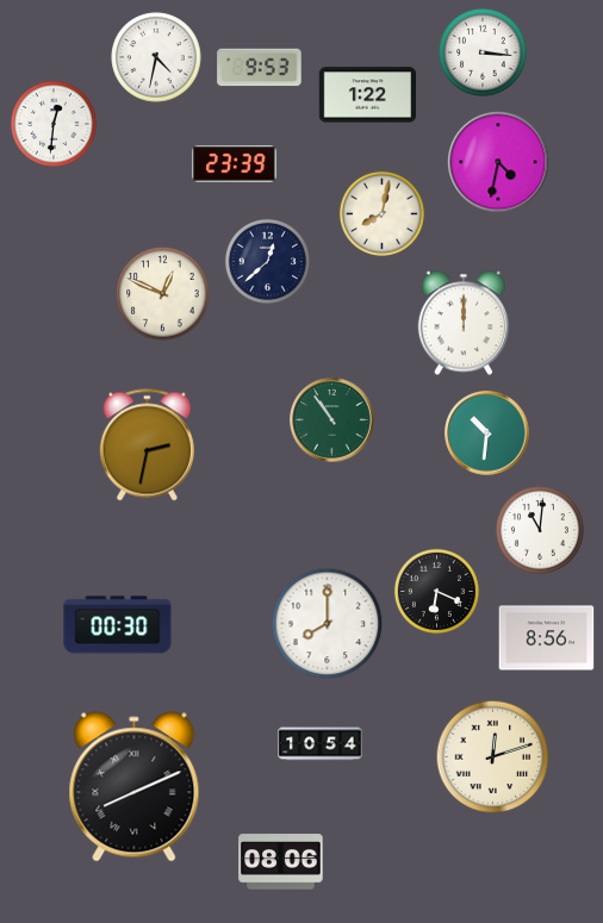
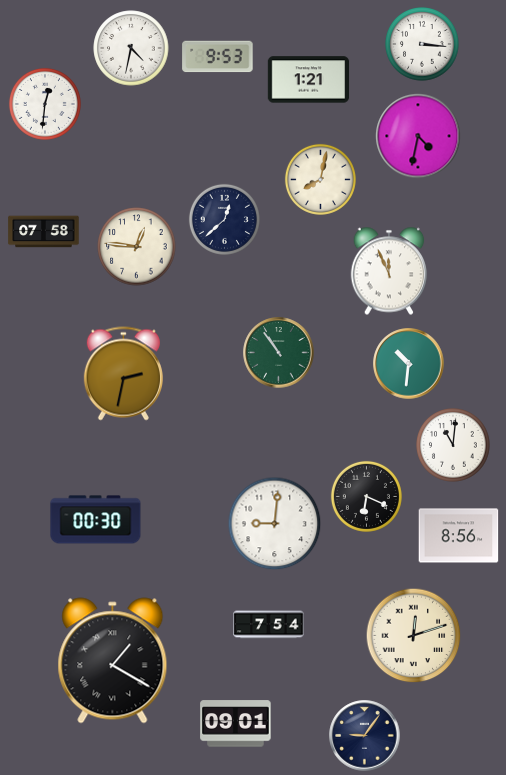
clock at (484, 54) position: (484, 54) -> (423, 45)
clock at (368, 95): 1:22 -> 1:21
clock at (235, 164): 23:39 -> none
clock at (44, 232): none -> 07:58
clock at (163, 294): 12:49 -> 12:46
clock at (464, 323): 12:00 -> 11:56
clock at (328, 624): 8:00 -> 9:01
clock at (118, 625) position: (118, 625) -> (96, 520)
clock at (321, 744): 10:54 -> 7:54
clock at (135, 787): 8:11 -> 1:20
clock at (281, 862): 08:06 -> 09:01
clock at (365, 736): none -> 9:06
